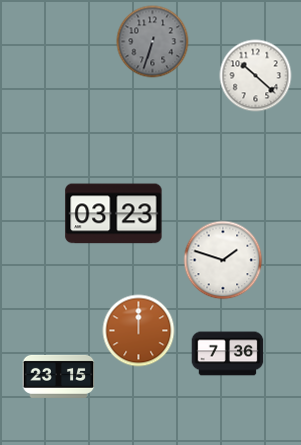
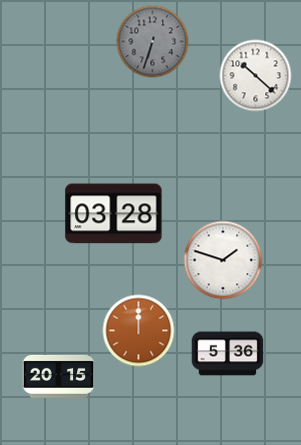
clock at (114, 214): 03:23 -> 03:28
clock at (228, 354): 7:36 -> 5:36
clock at (59, 376): 23:15 -> 20:15
